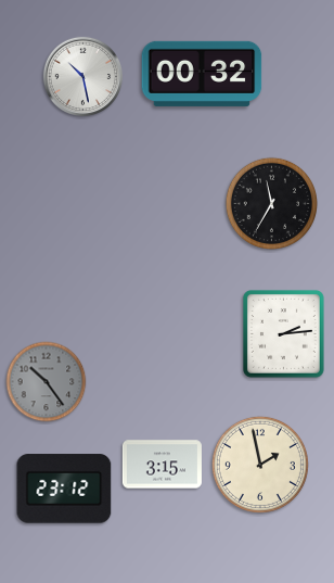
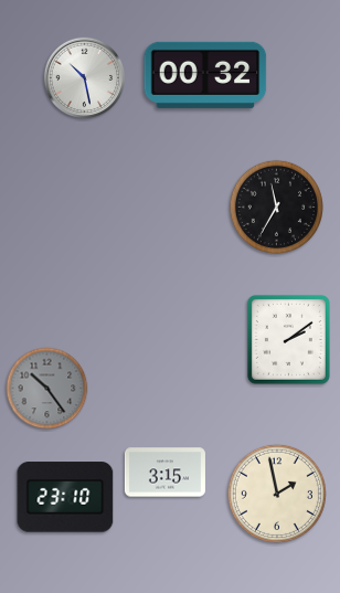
clock at (283, 333): 2:14 -> 2:09
clock at (260, 465) position: (260, 465) -> (277, 494)
clock at (64, 489): 23:12 -> 23:10
